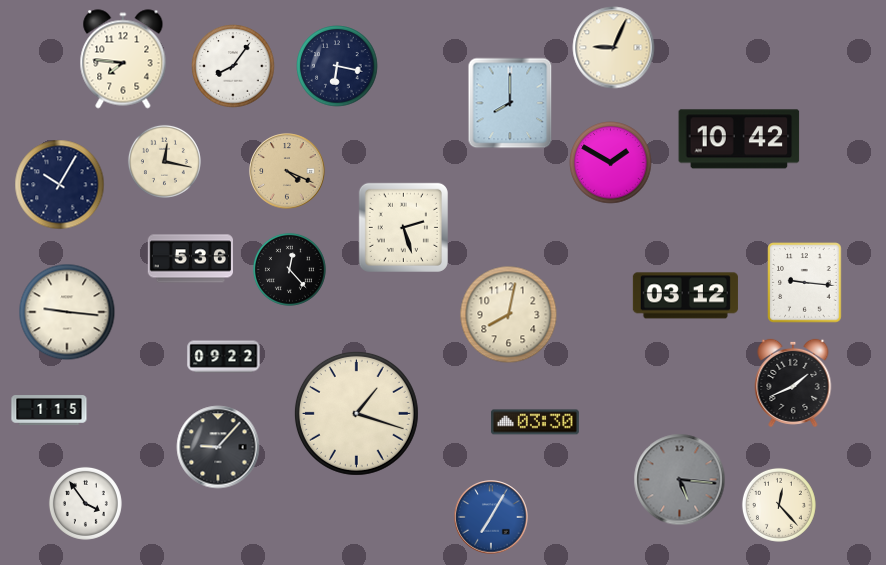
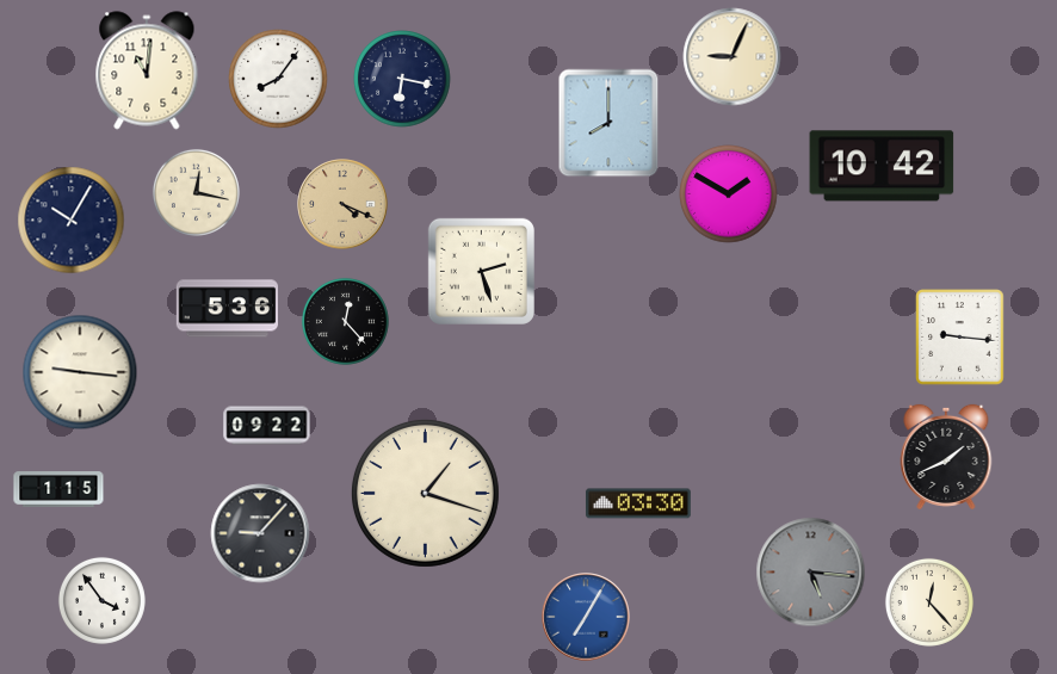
clock at (123, 59): 7:46 -> 11:01
clock at (685, 296): 03:12 -> none
clock at (509, 315): 8:02 -> none
